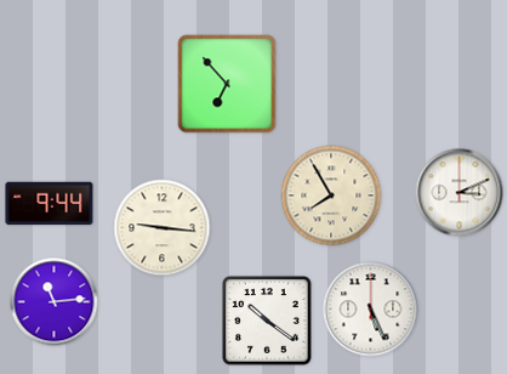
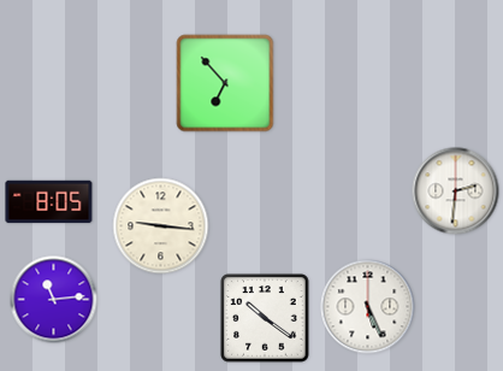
clock at (460, 193): 3:11 -> 2:31
clock at (331, 195): 7:55 -> none
clock at (50, 204): 9:44 -> 8:05
